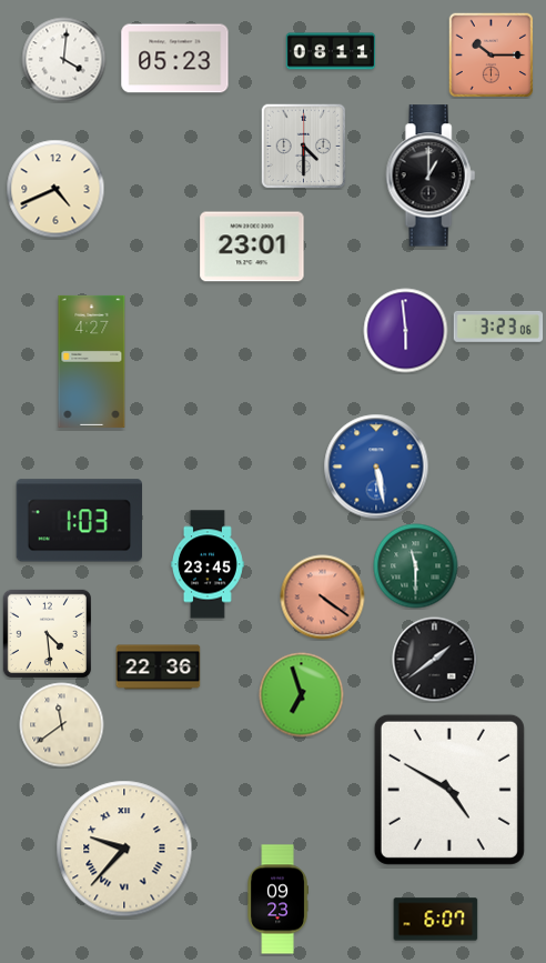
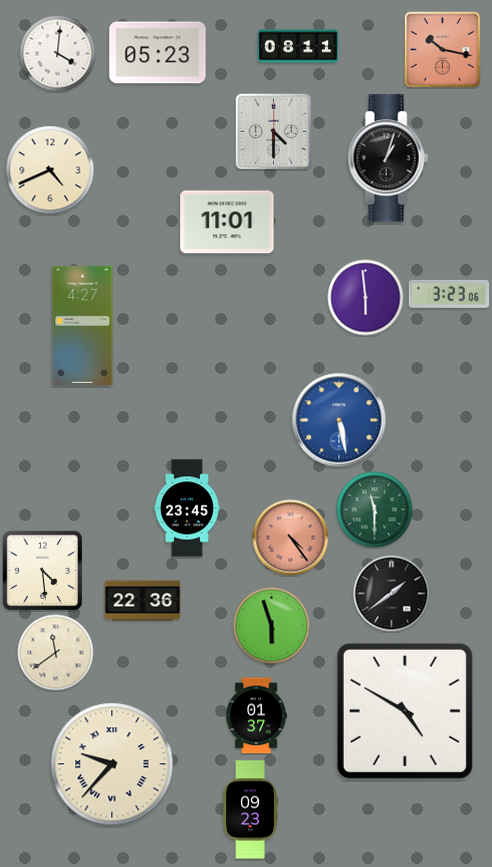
clock at (491, 54): 10:15 -> 10:17
clock at (431, 175): 1:00 -> 1:03
clock at (252, 247): 23:01 -> 11:01
clock at (79, 521): 1:03 -> none
clock at (323, 598): 4:21 -> 4:24
clock at (302, 695): 6:57 -> 5:57
clock at (256, 716): none -> 01:37
clock at (436, 920): 6:07 -> none
